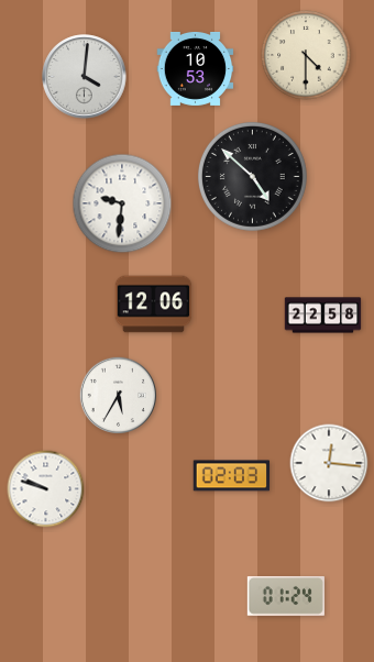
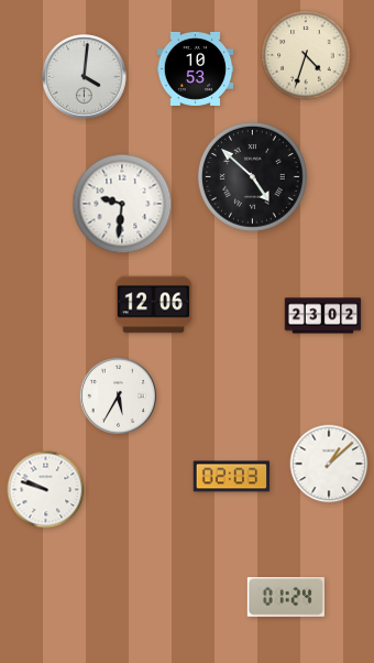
clock at (306, 55): 4:30 -> 4:33
clock at (323, 316): 22:58 -> 23:02
clock at (329, 463): 12:16 -> 1:08
